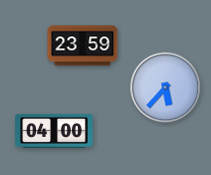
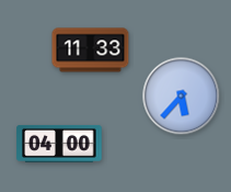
clock at (83, 46): 23:59 -> 11:33
